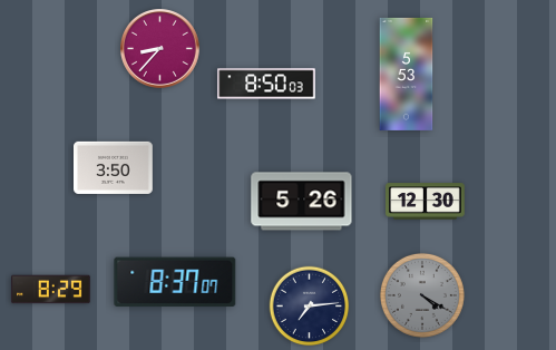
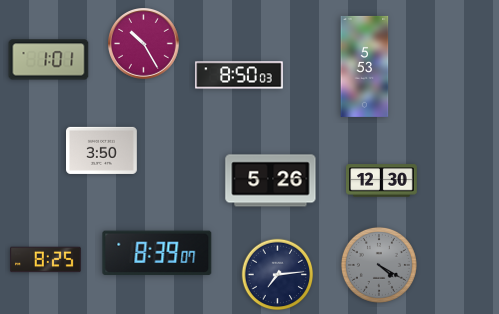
clock at (160, 49): 8:37 -> 10:25
clock at (49, 60): none -> 1:01
clock at (175, 282): 8:37 -> 8:39
clock at (51, 290): 8:29 -> 8:25
